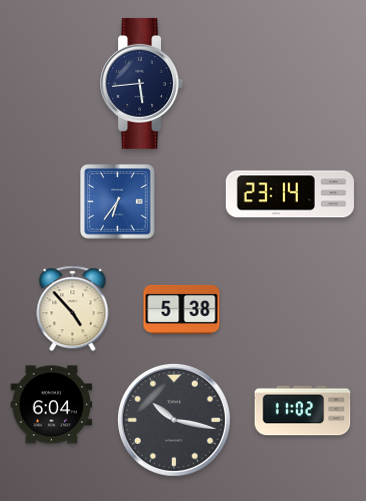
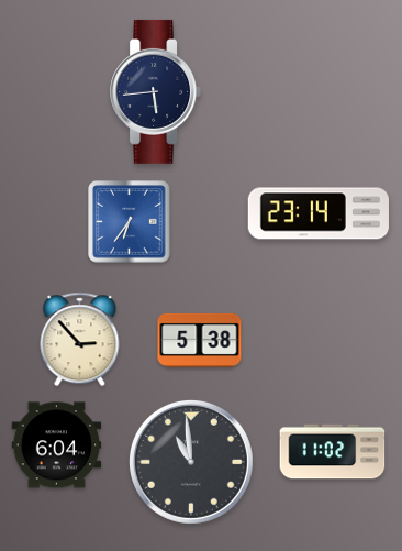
clock at (73, 309): 4:53 -> 2:53
clock at (174, 420): 10:17 -> 10:59
